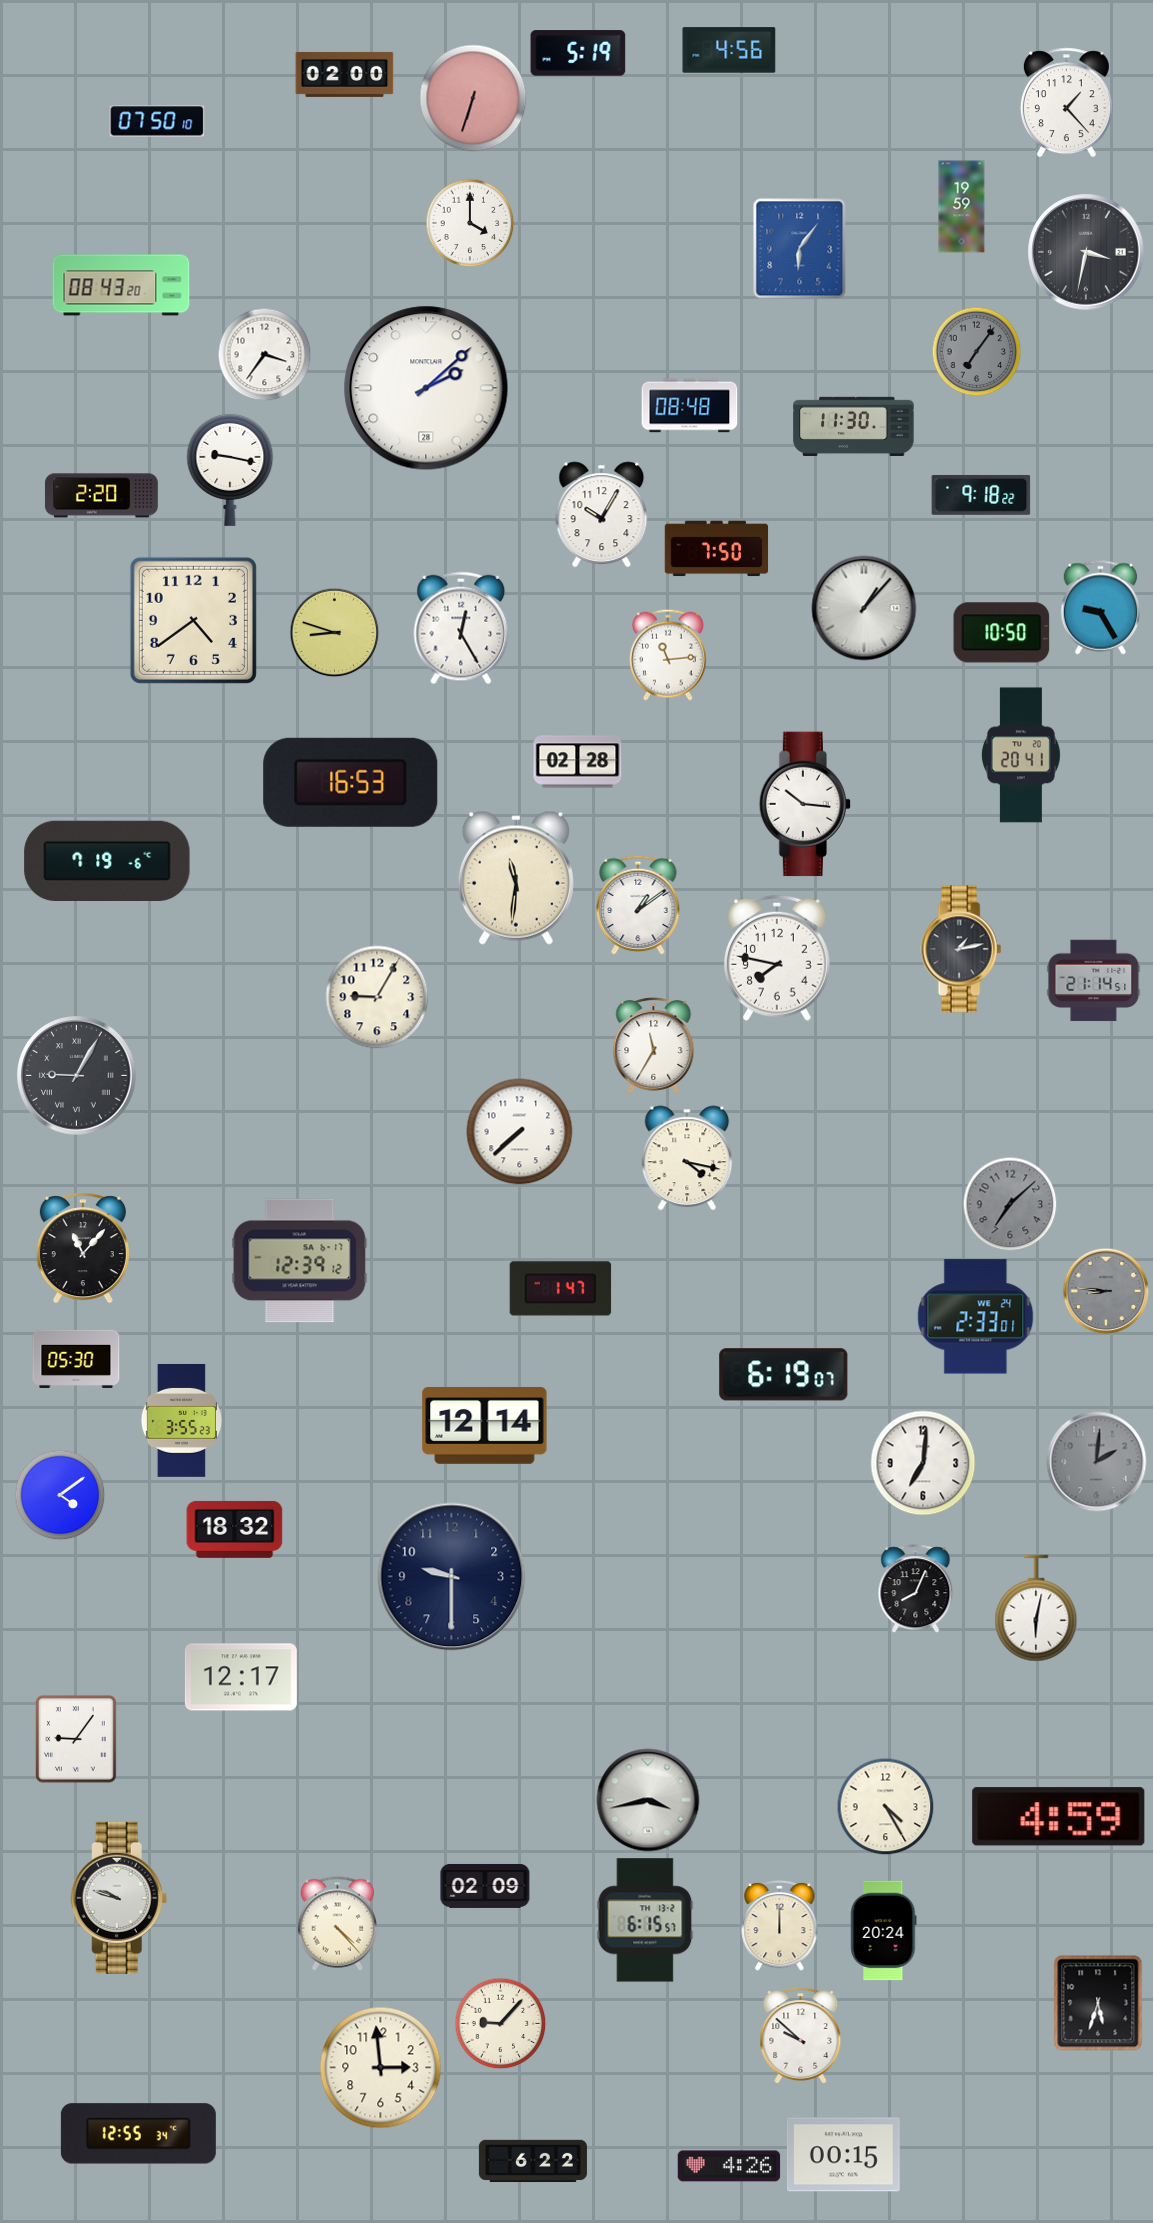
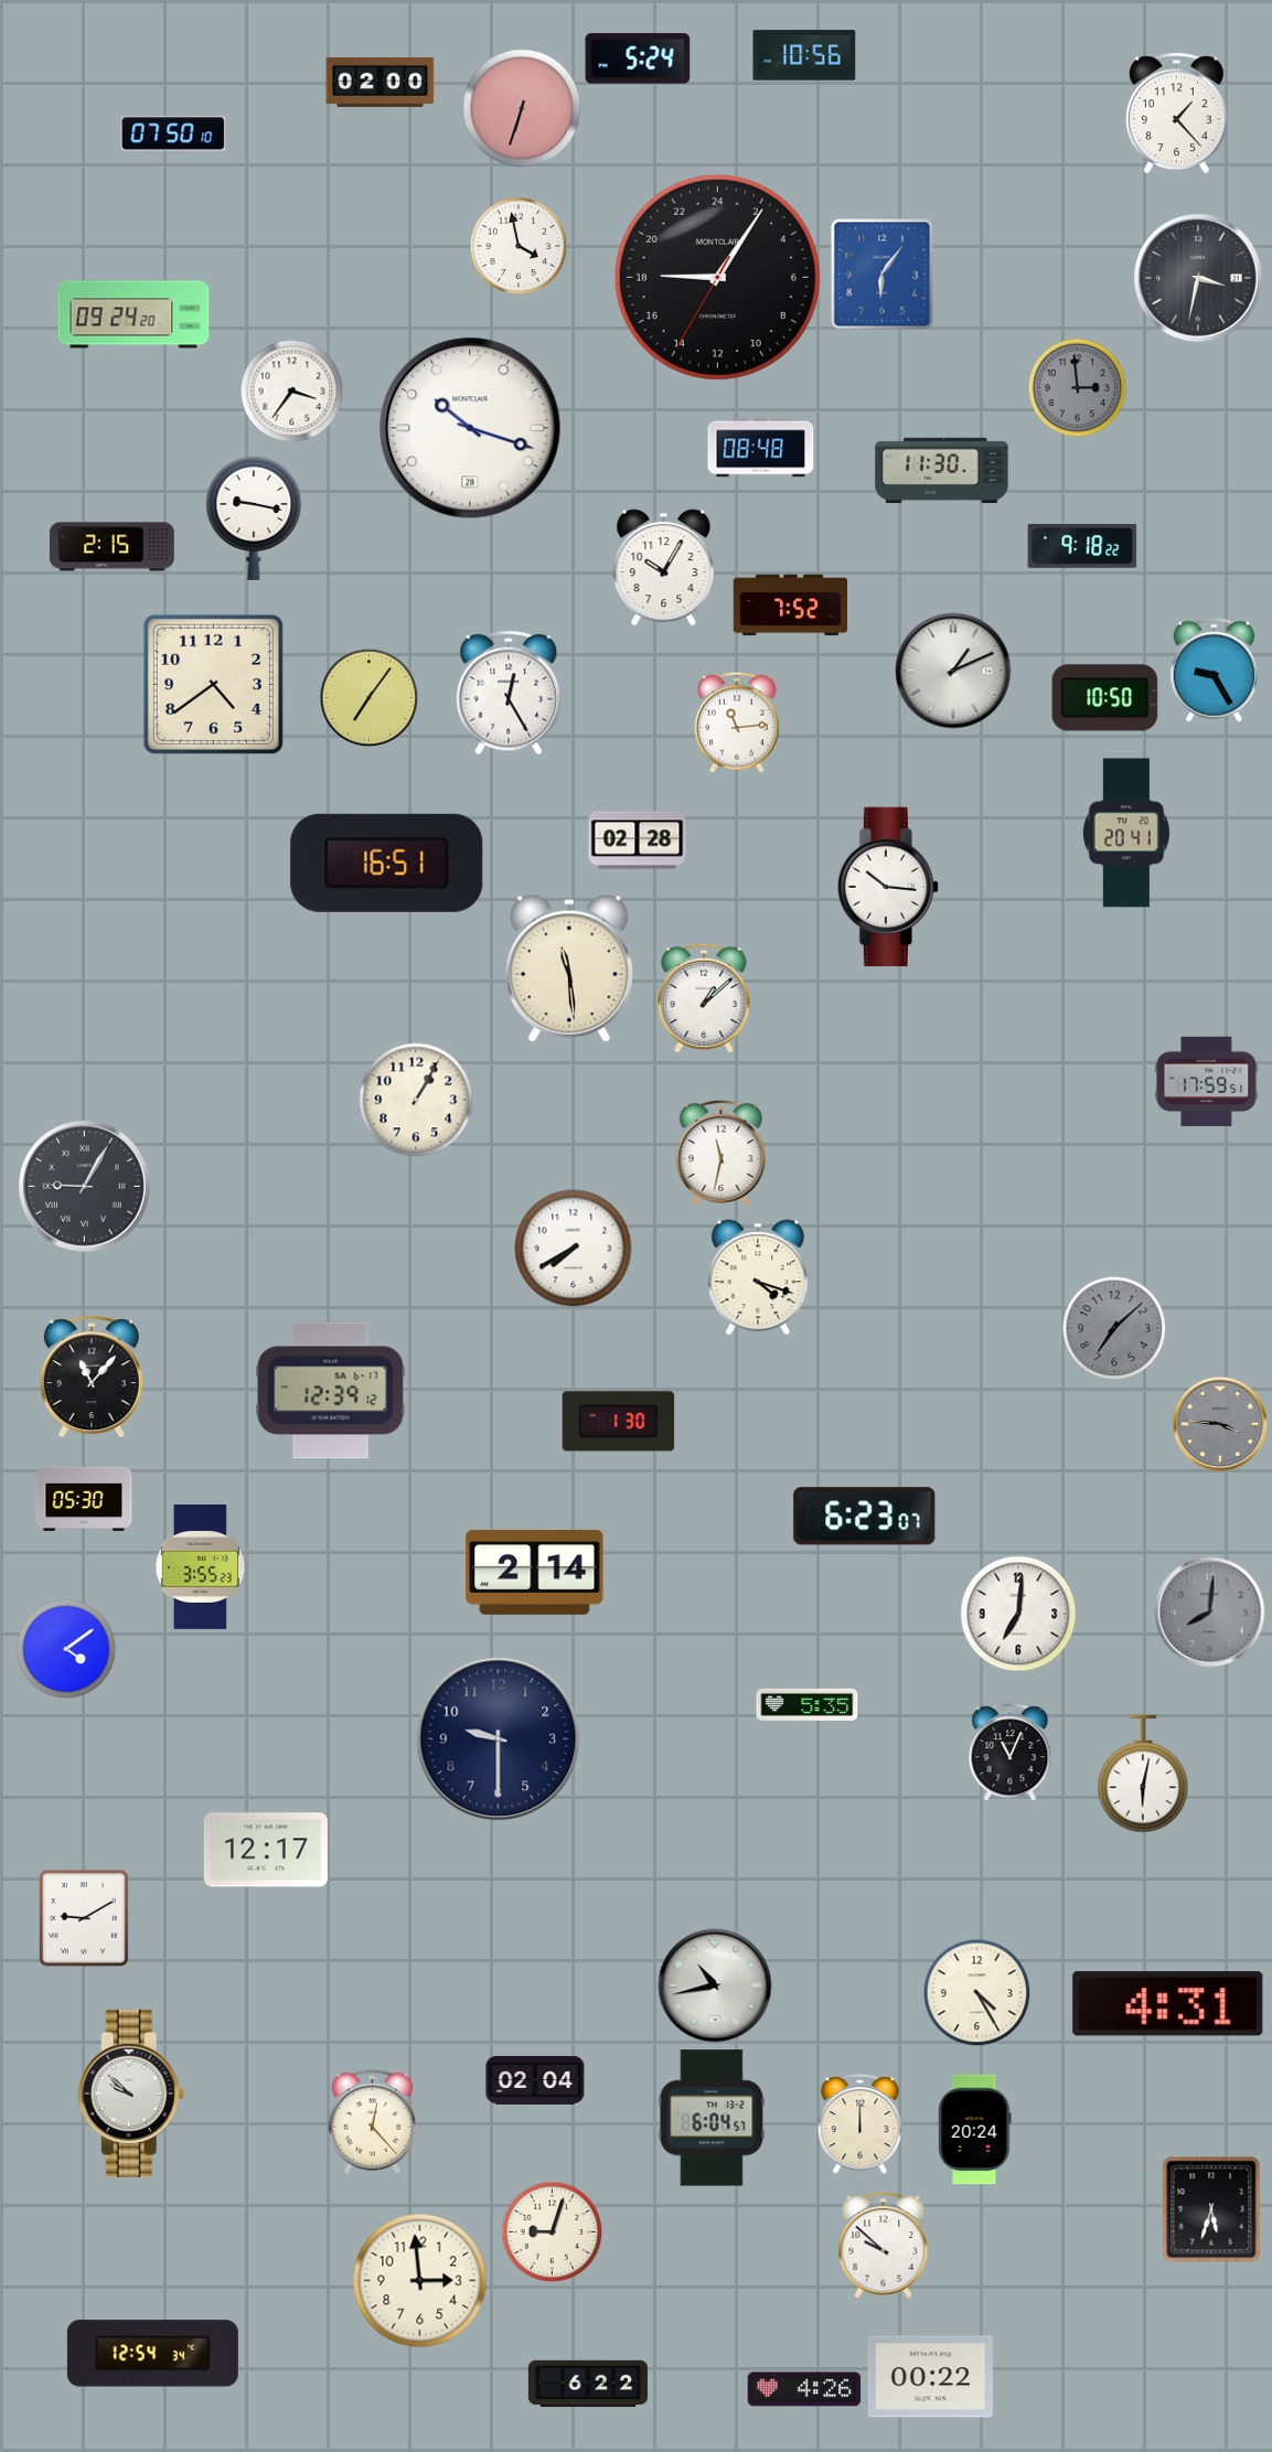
clock at (729, 50): 4:56 -> 10:56
clock at (578, 53): 5:19 -> 5:24
clock at (962, 207): 19:59 -> none
clock at (470, 223): 4:00 -> 3:58
clock at (717, 277): none -> 18:05
clock at (121, 285): 08:43 -> 09:24
clock at (976, 351): 7:06 -> 2:59
clock at (426, 388): 2:08 -> 10:18
clock at (101, 496): 2:20 -> 2:15
clock at (717, 549): 7:50 -> 7:52
clock at (864, 608): 1:07 -> 1:11
clock at (334, 632): 8:48 -> 7:06
clock at (351, 782): 16:53 -> 16:51
clock at (107, 860): 7:19 -> none
clock at (516, 878): 11:31 -> 11:29
clock at (638, 905): 1:09 -> 1:08
clock at (961, 949): 1:13 -> none
clock at (778, 958): 7:47 -> none
clock at (1094, 981): 21:14 -> 17:59
clock at (377, 997): 9:05 -> 1:05
clock at (654, 1046): 11:35 -> 11:32
clock at (520, 1132): 7:38 -> 7:40
clock at (687, 1158): 4:17 -> 4:18
clock at (561, 1289): 1:47 -> 1:30
clock at (1106, 1291): 8:46 -> 3:46
clock at (976, 1317): 2:33 -> none
clock at (784, 1375): 6:19 -> 6:23
clock at (485, 1426): 12:14 -> 2:14
clock at (1097, 1462): 2:01 -> 8:01
clock at (235, 1529): 18:32 -> none
clock at (808, 1704): none -> 5:35
clock at (916, 1589): 8:04 -> 11:04
clock at (76, 1739): 9:06 -> 9:10
clock at (648, 1800): 3:43 -> 10:43
clock at (1059, 1817): 4:59 -> 4:31
clock at (485, 1886): 02:09 -> 02:04
clock at (119, 1898): 9:48 -> 9:52
clock at (645, 1920): 6:15 -> 6:04
clock at (337, 1924): 4:23 -> 12:23
clock at (500, 2023): 9:07 -> 9:03
clock at (138, 2134): 12:55 -> 12:54
clock at (843, 2155): 00:15 -> 00:22
